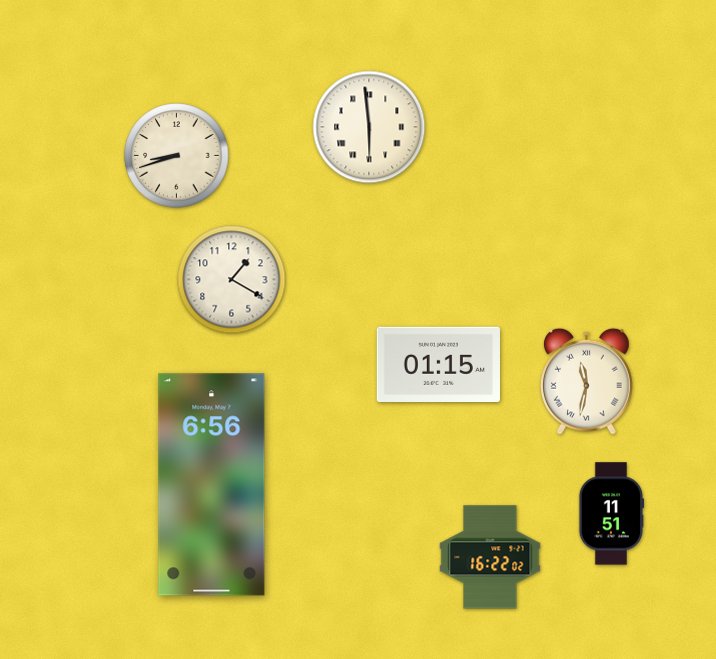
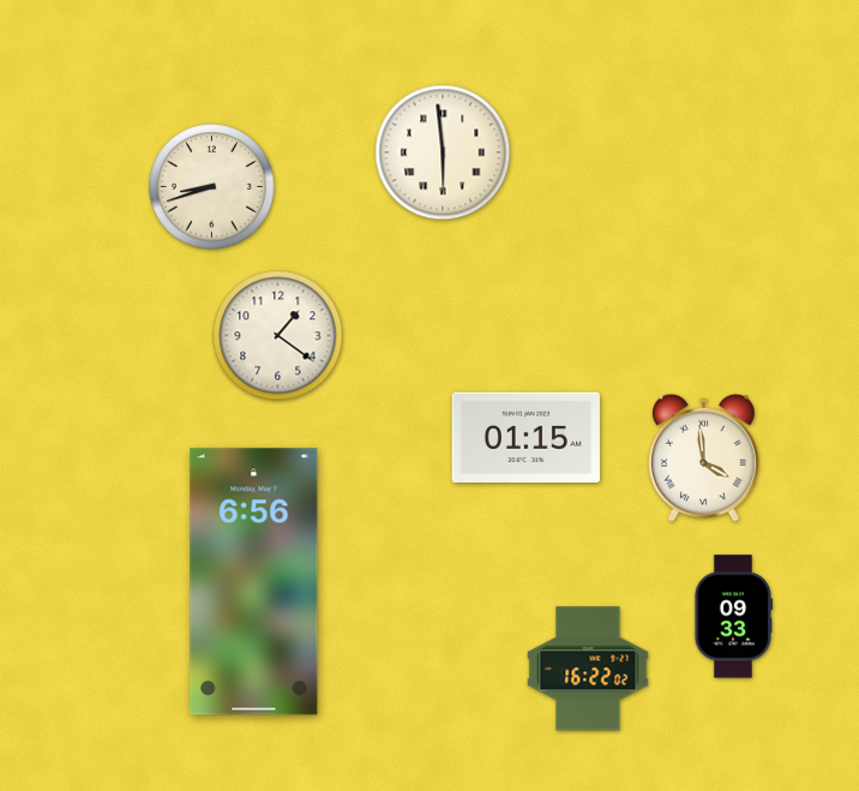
clock at (232, 280): 1:20 -> 1:21
clock at (587, 381): 11:32 -> 3:59
clock at (611, 514): 11:51 -> 09:33
